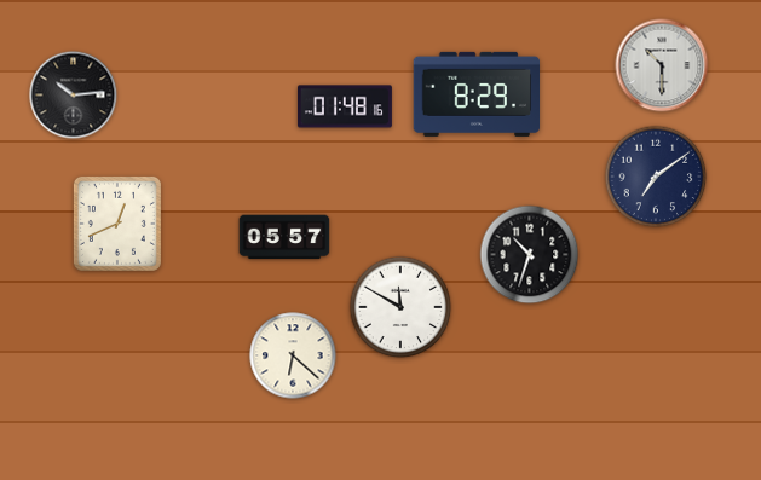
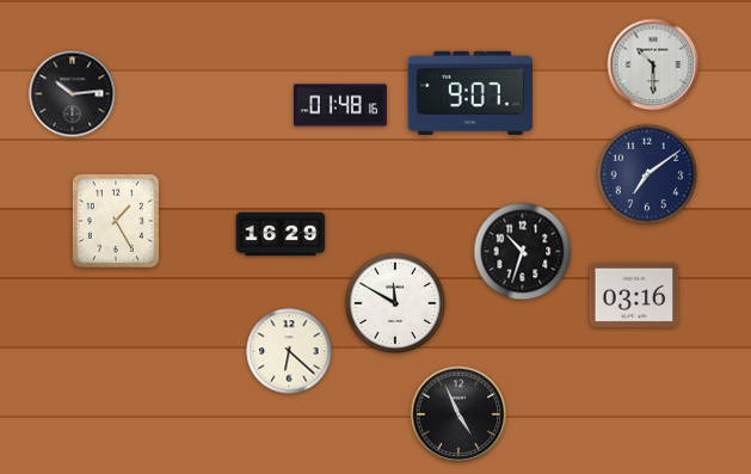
clock at (475, 94): 8:29 -> 9:07
clock at (117, 224): 12:41 -> 1:25
clock at (284, 237): 05:57 -> 16:29
clock at (634, 295): none -> 03:16
clock at (458, 414): none -> 4:56
